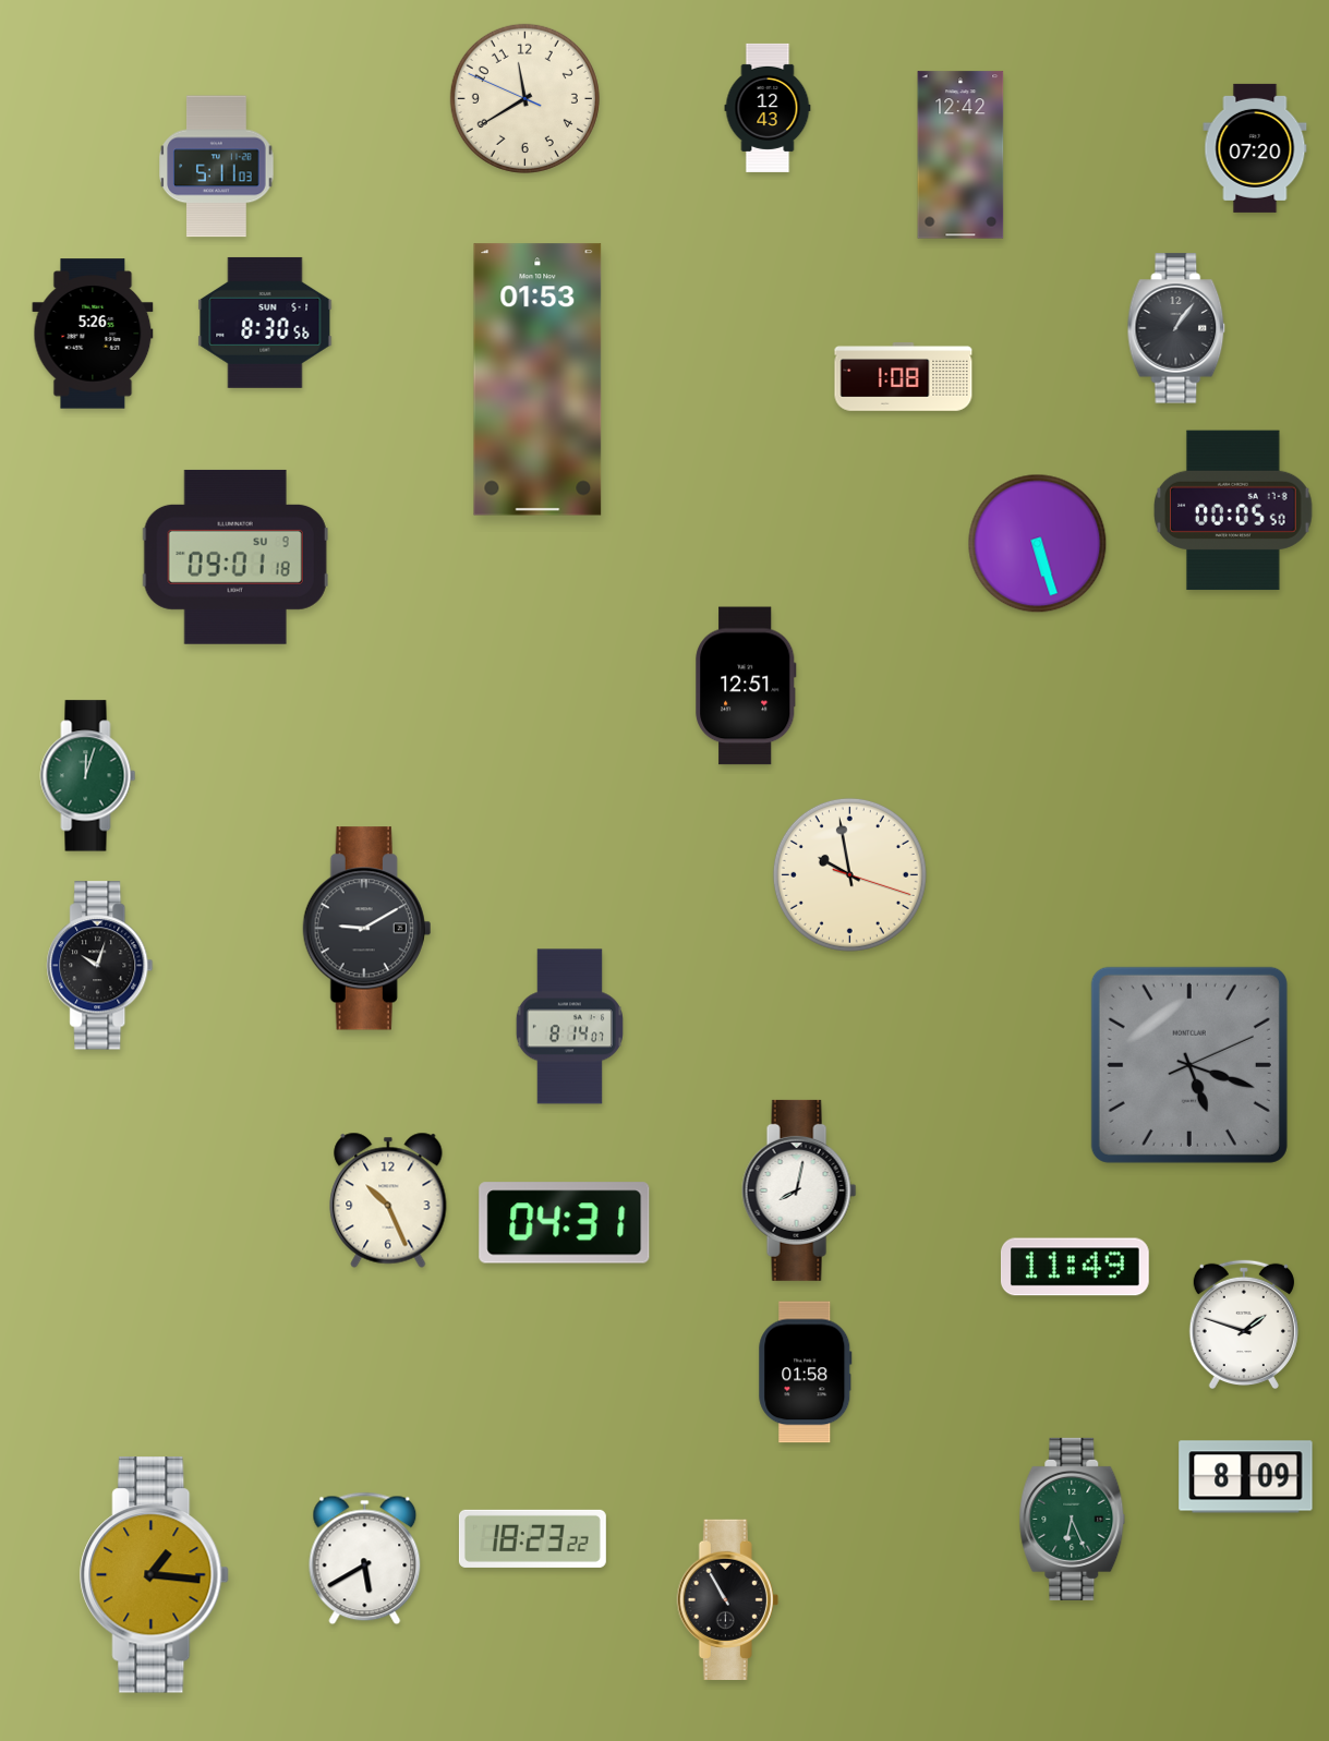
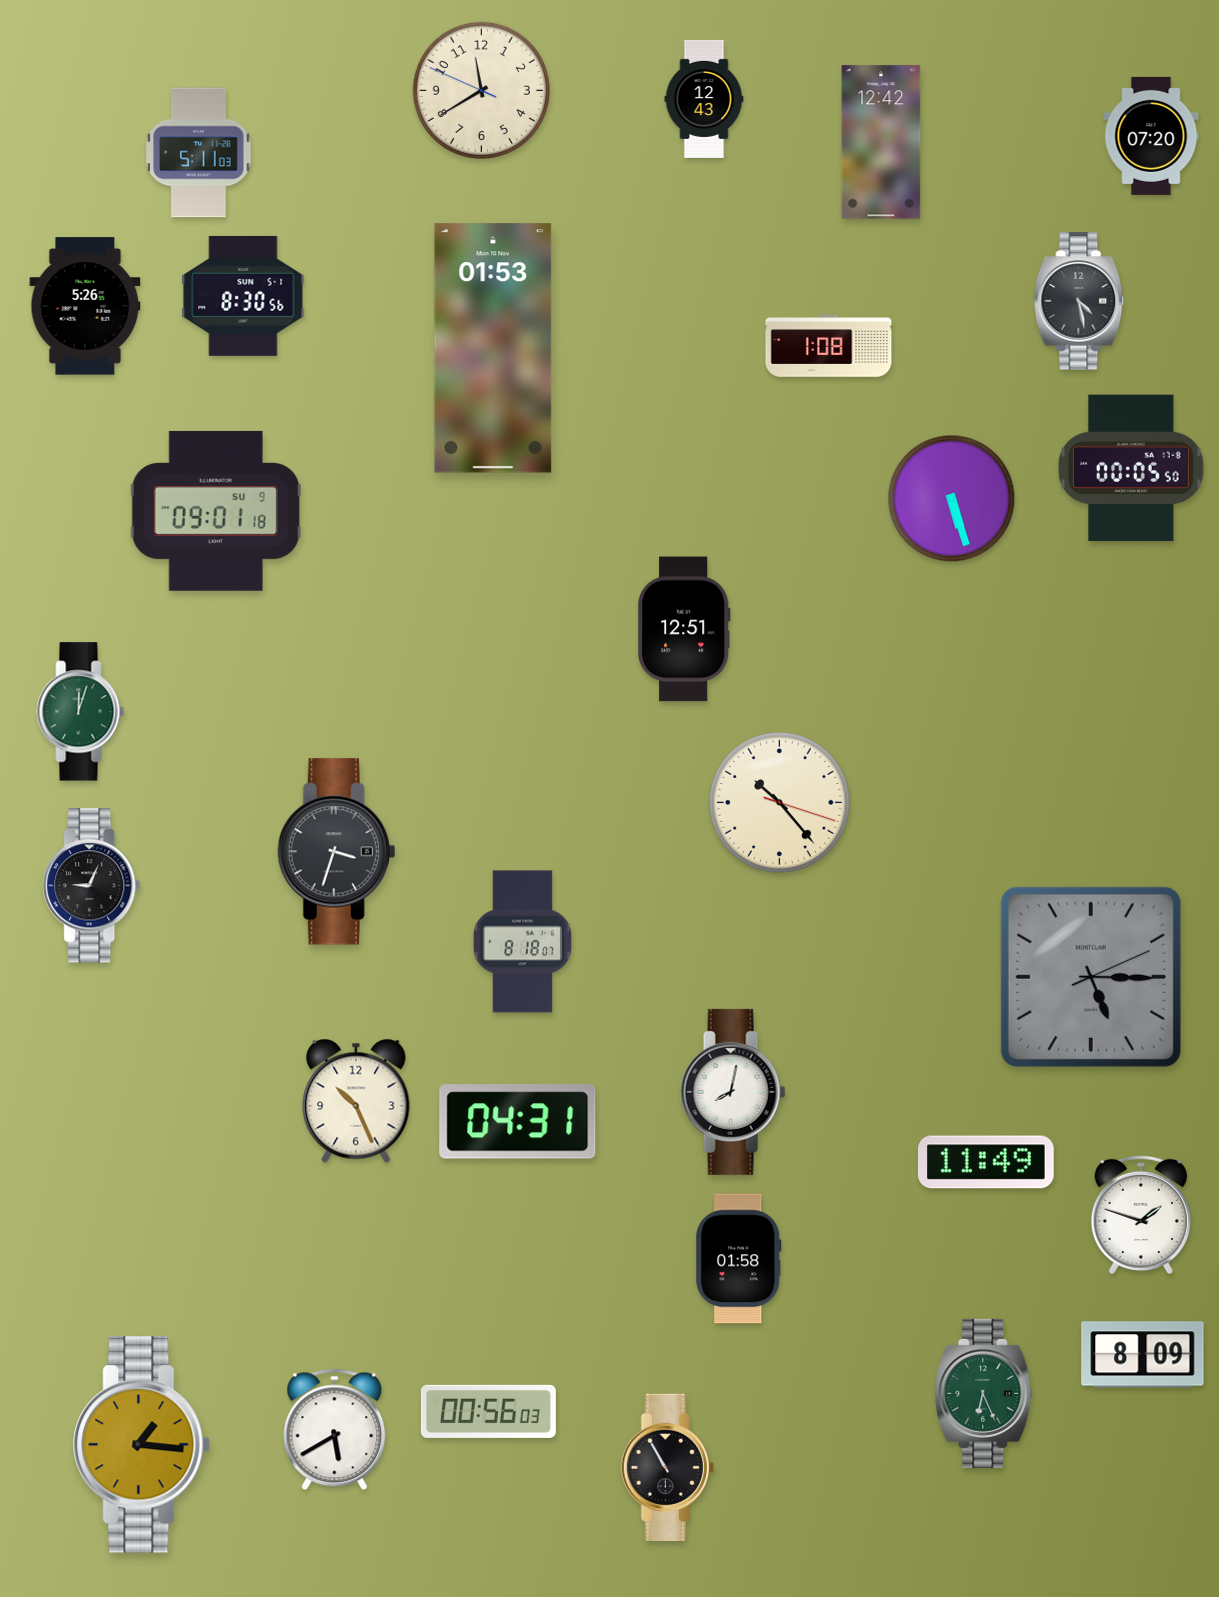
clock at (1176, 328): 1:06 -> 4:28
clock at (849, 874): 9:58 -> 10:23
clock at (367, 929): 9:10 -> 3:33
clock at (100, 966): 10:03 -> 9:04
clock at (569, 1027): 8:14 -> 8:18
clock at (1189, 1065): 5:18 -> 5:15
clock at (532, 1538): 18:23 -> 00:56
